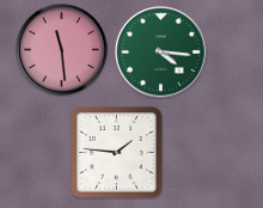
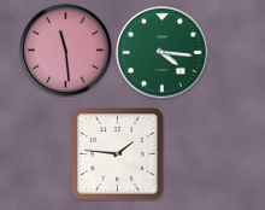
clock at (62, 50) position: (62, 50) -> (66, 51)
